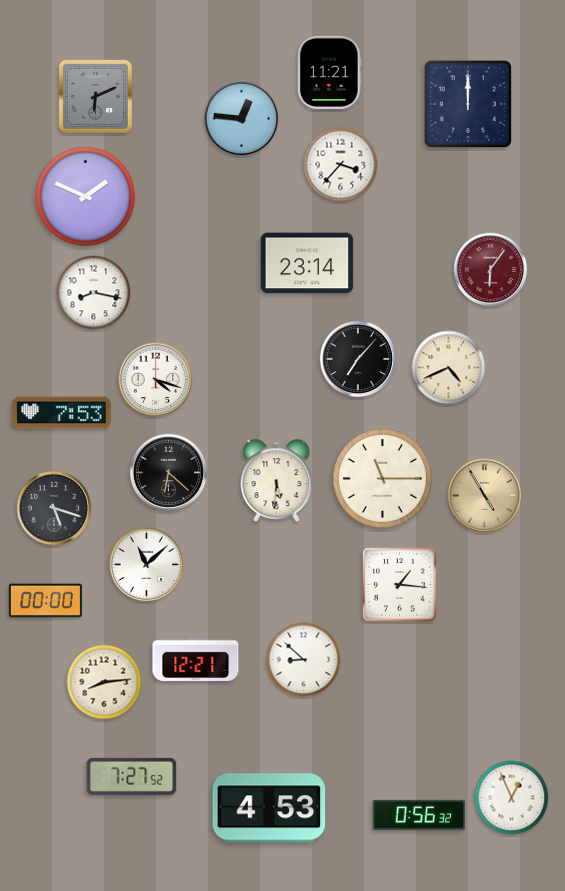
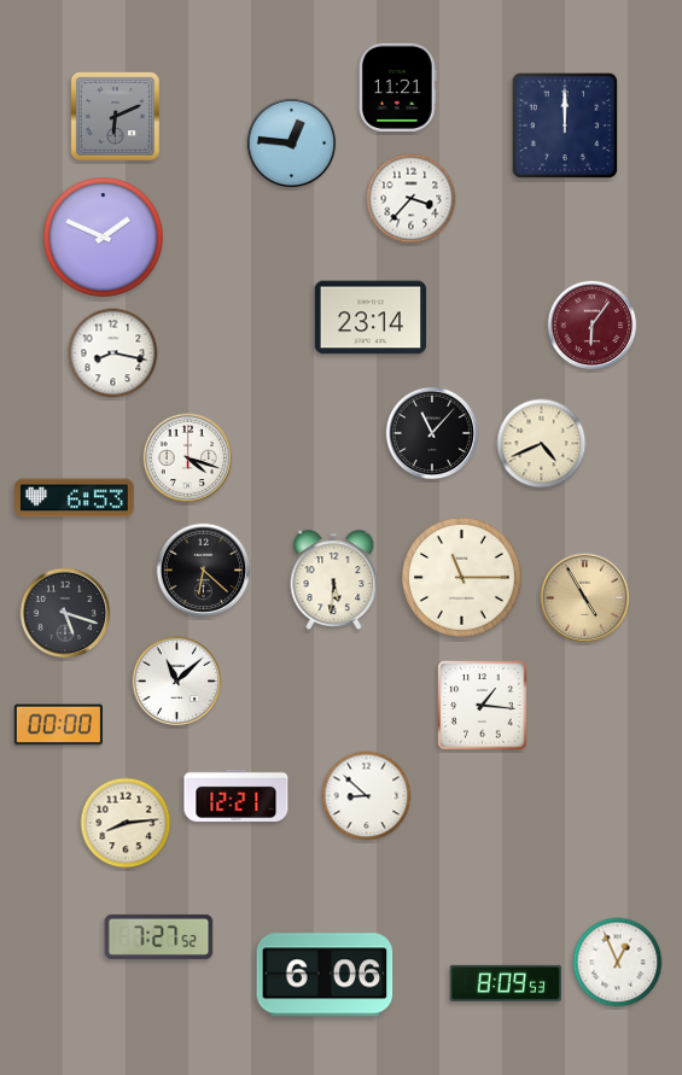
clock at (358, 359): 7:07 -> 11:07
clock at (62, 413): 7:53 -> 6:53
clock at (45, 601) position: (45, 601) -> (58, 725)
clock at (269, 808): 4:53 -> 6:06
clock at (419, 815): 0:56 -> 8:09
